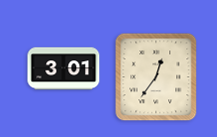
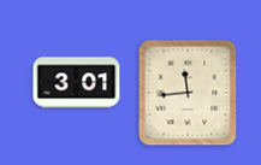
clock at (156, 77): 12:36 -> 11:44
